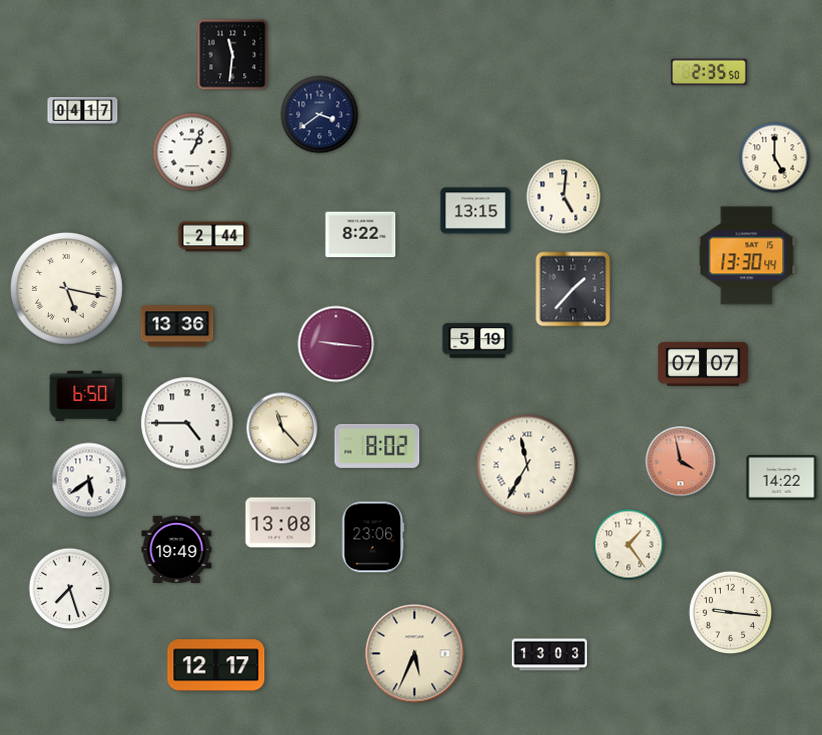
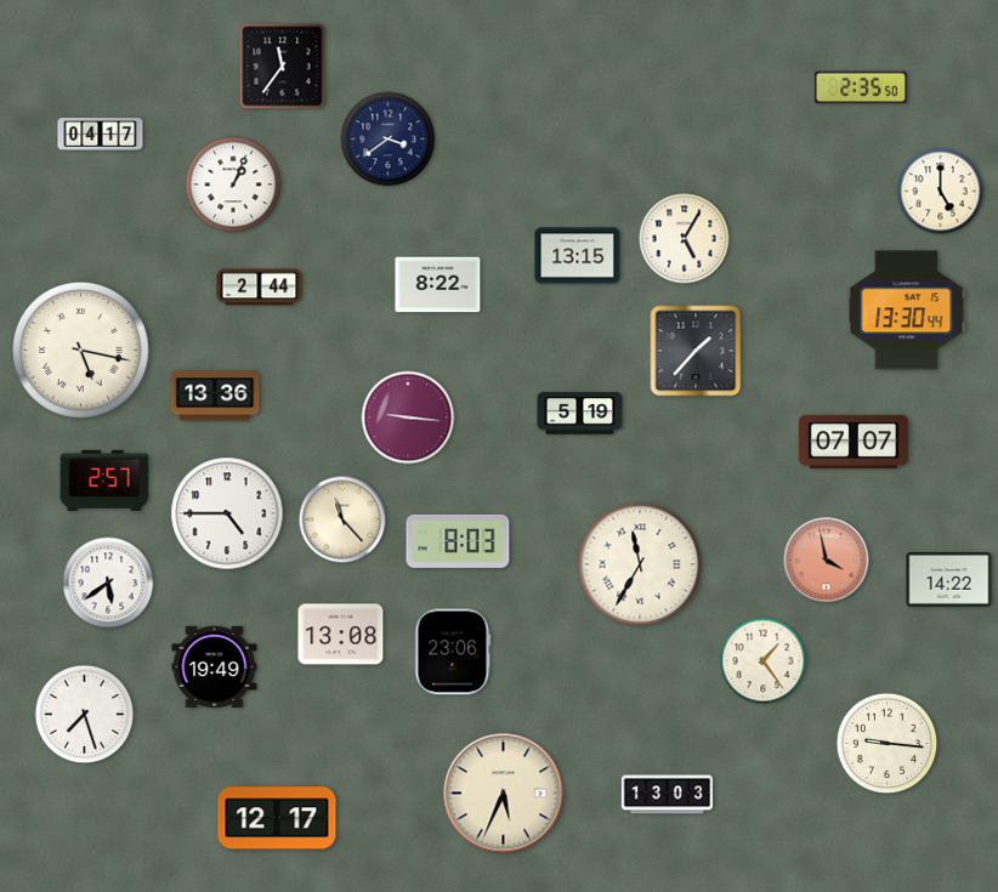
clock at (233, 55): 11:31 -> 11:36
clock at (564, 197): 5:01 -> 5:05
clock at (86, 396): 6:50 -> 2:57
clock at (377, 446): 8:02 -> 8:03
clock at (216, 665) position: (216, 665) -> (277, 818)
